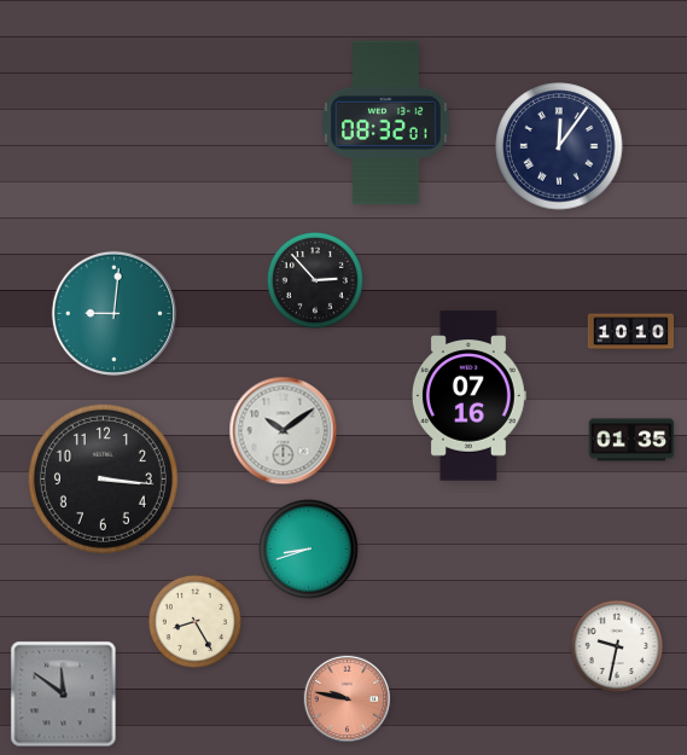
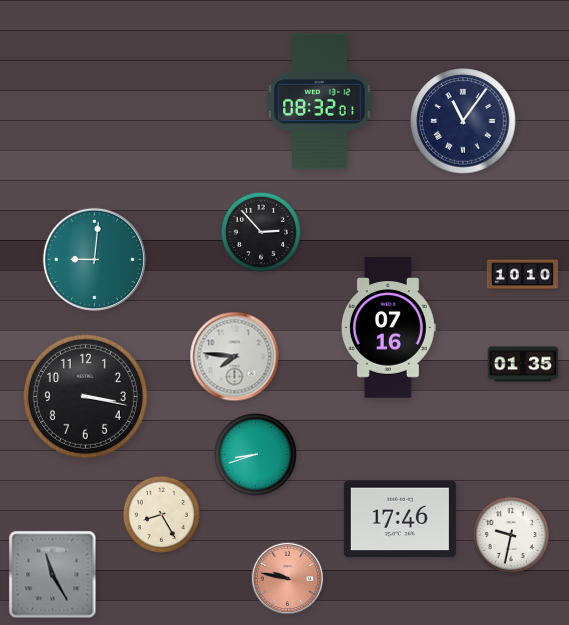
clock at (559, 146): 12:06 -> 11:06
clock at (284, 431): 10:09 -> 7:46
clock at (103, 478): 3:16 -> 3:17
clock at (400, 519): none -> 17:46
clock at (64, 695): 11:51 -> 11:25
